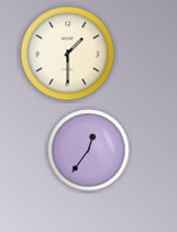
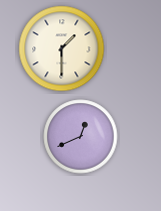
clock at (89, 151): 12:36 -> 12:41
